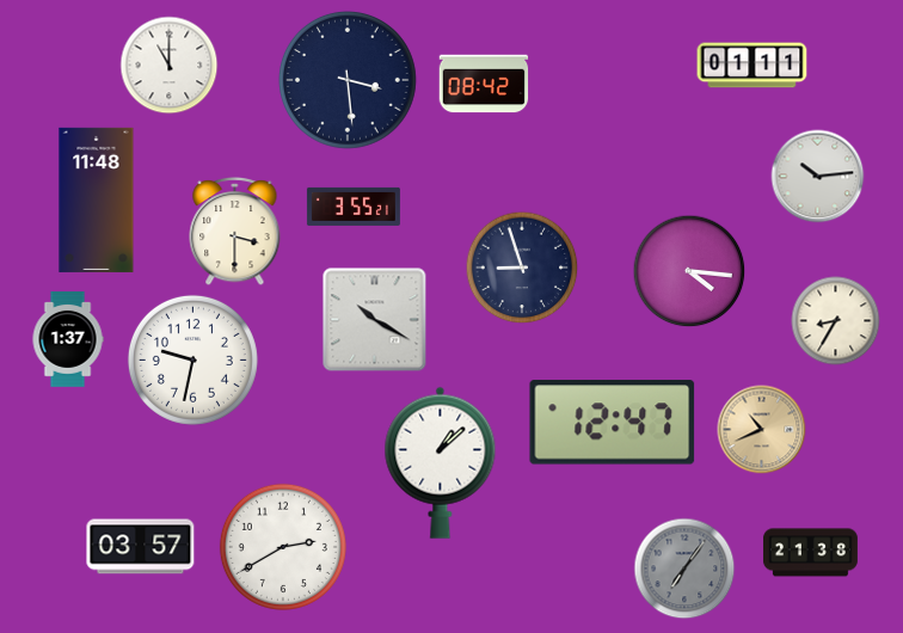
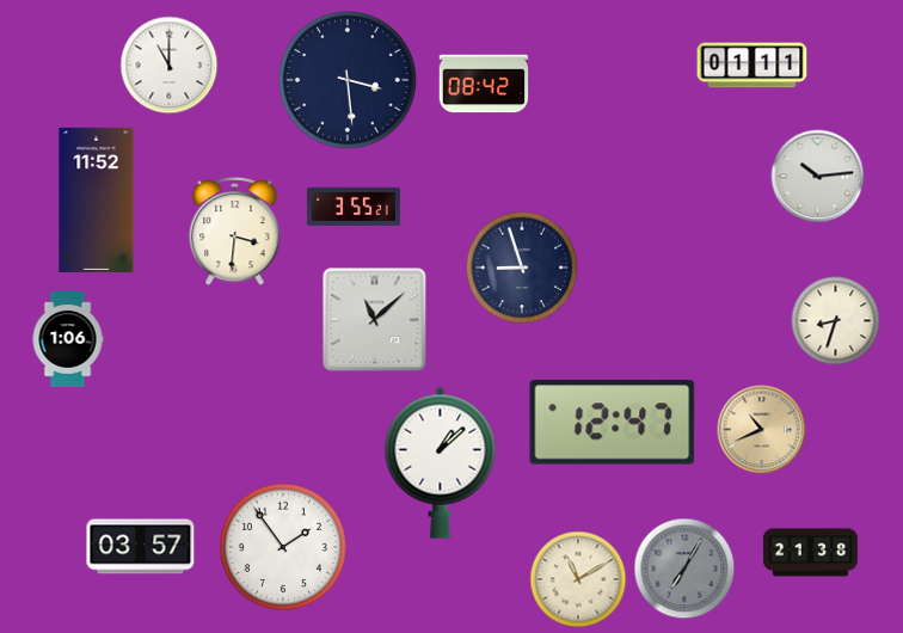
clock at (97, 199): 11:48 -> 11:52
clock at (235, 231): 3:30 -> 3:31
clock at (689, 271): 4:16 -> none
clock at (375, 320): 10:20 -> 11:08
clock at (836, 321): 8:35 -> 8:33
clock at (68, 339): 1:37 -> 1:06
clock at (192, 359): 9:32 -> none
clock at (283, 547): 2:40 -> 1:54
clock at (684, 569): 7:06 -> 7:05
clock at (578, 579): none -> 11:10
